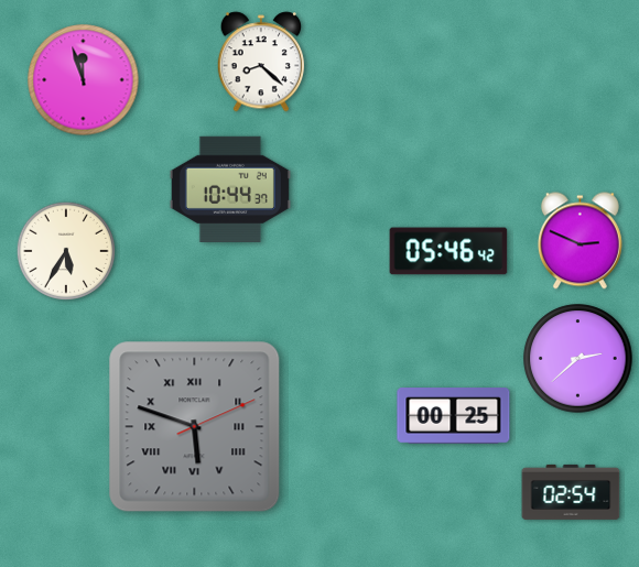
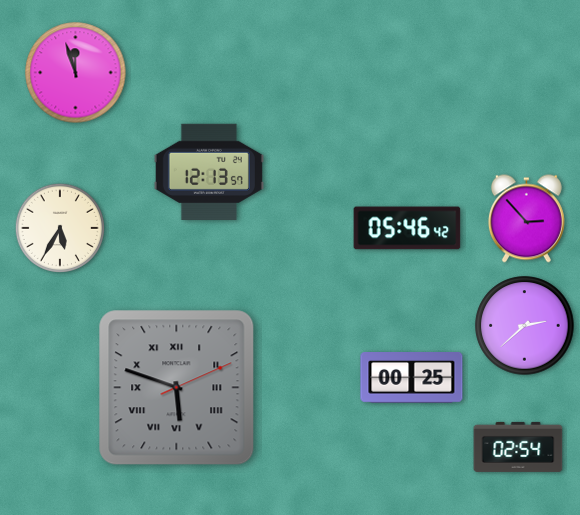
clock at (261, 62): 8:22 -> none
clock at (230, 189): 10:44 -> 12:13
clock at (580, 241): 2:49 -> 2:53
